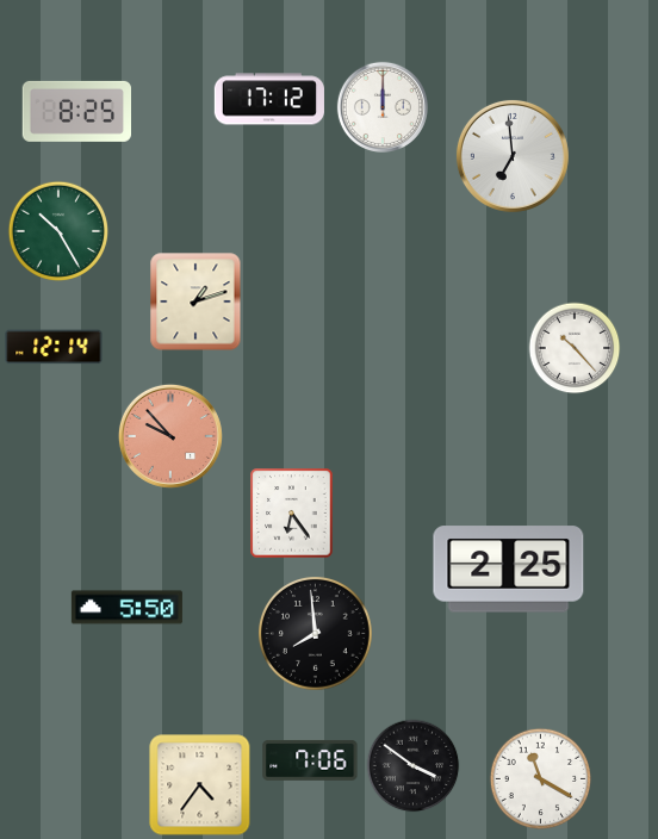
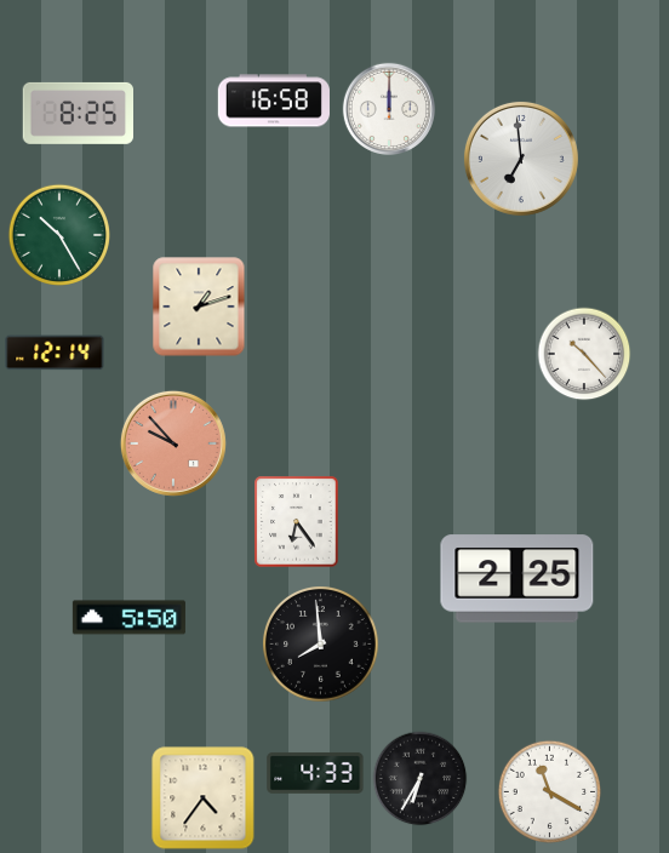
clock at (269, 99): 17:12 -> 16:58
clock at (310, 760): 7:06 -> 4:33
clock at (414, 766): 3:51 -> 6:35
